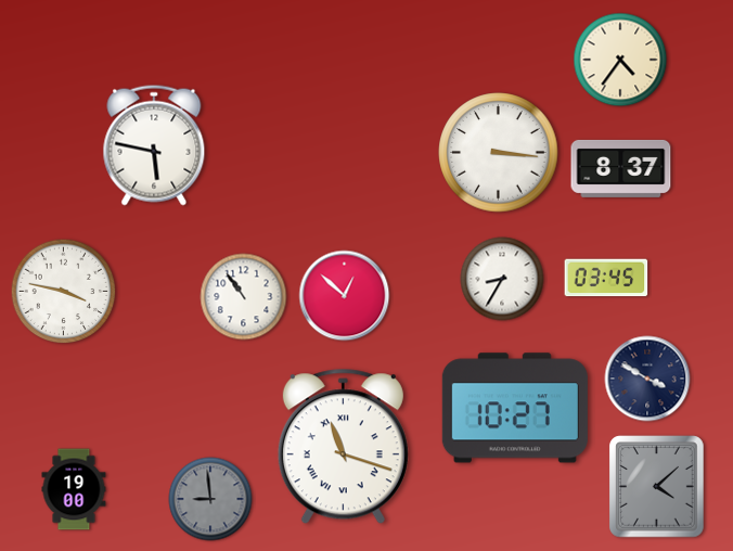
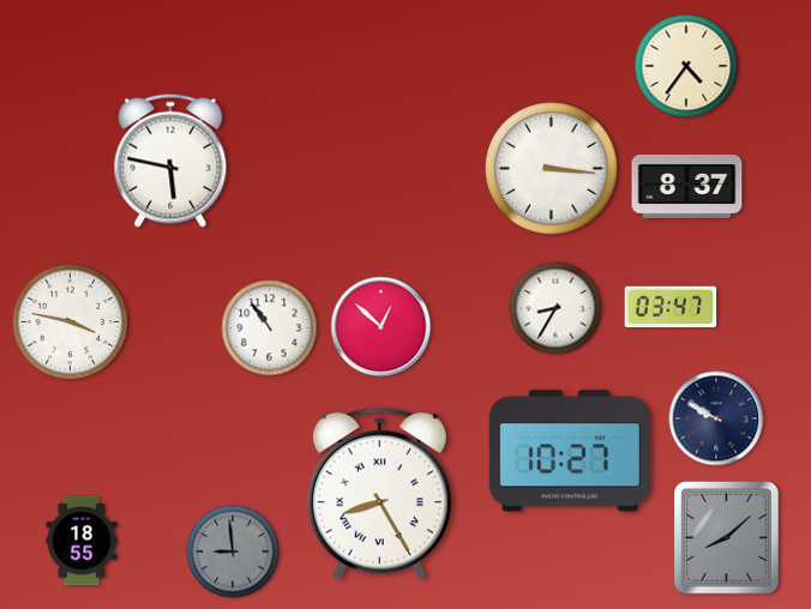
clock at (606, 278): 03:45 -> 03:47
clock at (647, 379): 3:50 -> 9:50
clock at (343, 447): 11:18 -> 8:25
clock at (657, 487): 4:08 -> 8:08
clock at (74, 489): 19:00 -> 18:55
